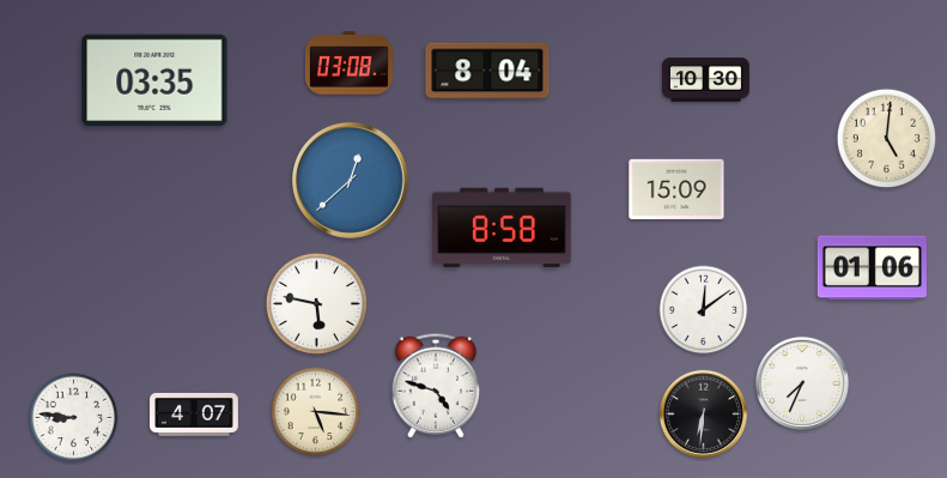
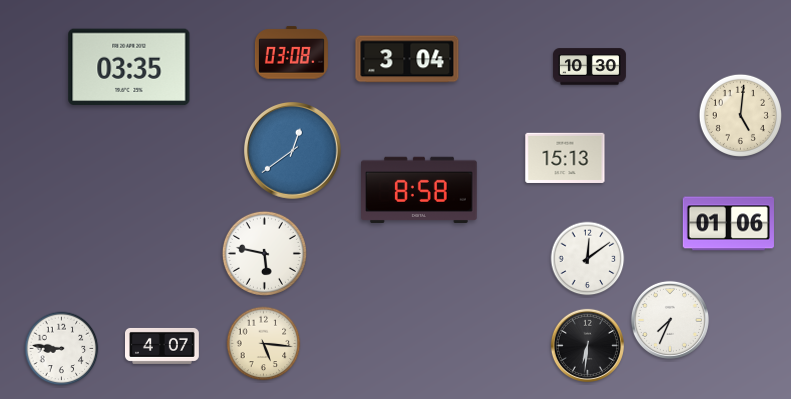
clock at (487, 71): 8:04 -> 3:04
clock at (351, 181): 12:38 -> 12:39
clock at (676, 189): 15:09 -> 15:13
clock at (435, 386): 4:48 -> none
